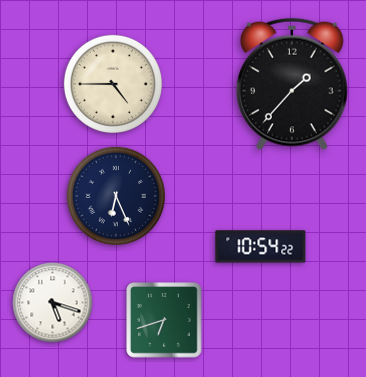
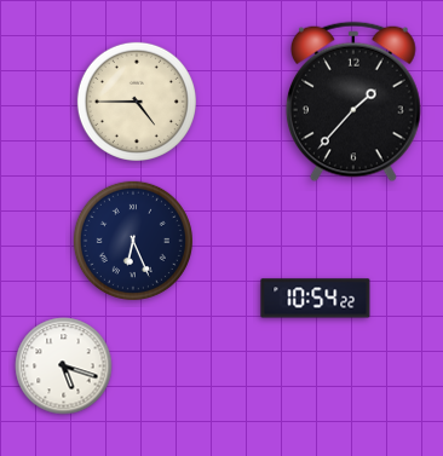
clock at (116, 196) position: (116, 196) -> (133, 241)
clock at (164, 320): 6:42 -> none
